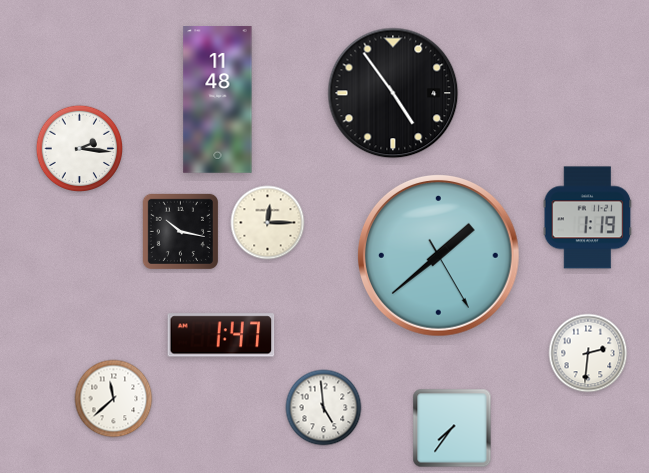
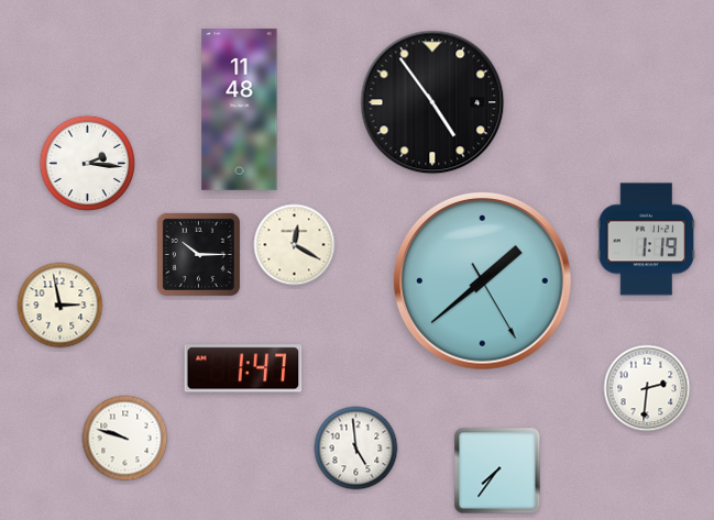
clock at (268, 223): 12:15 -> 12:20
clock at (180, 231): 10:17 -> 10:15
clock at (61, 306): none -> 2:58
clock at (114, 399): 11:38 -> 9:48
